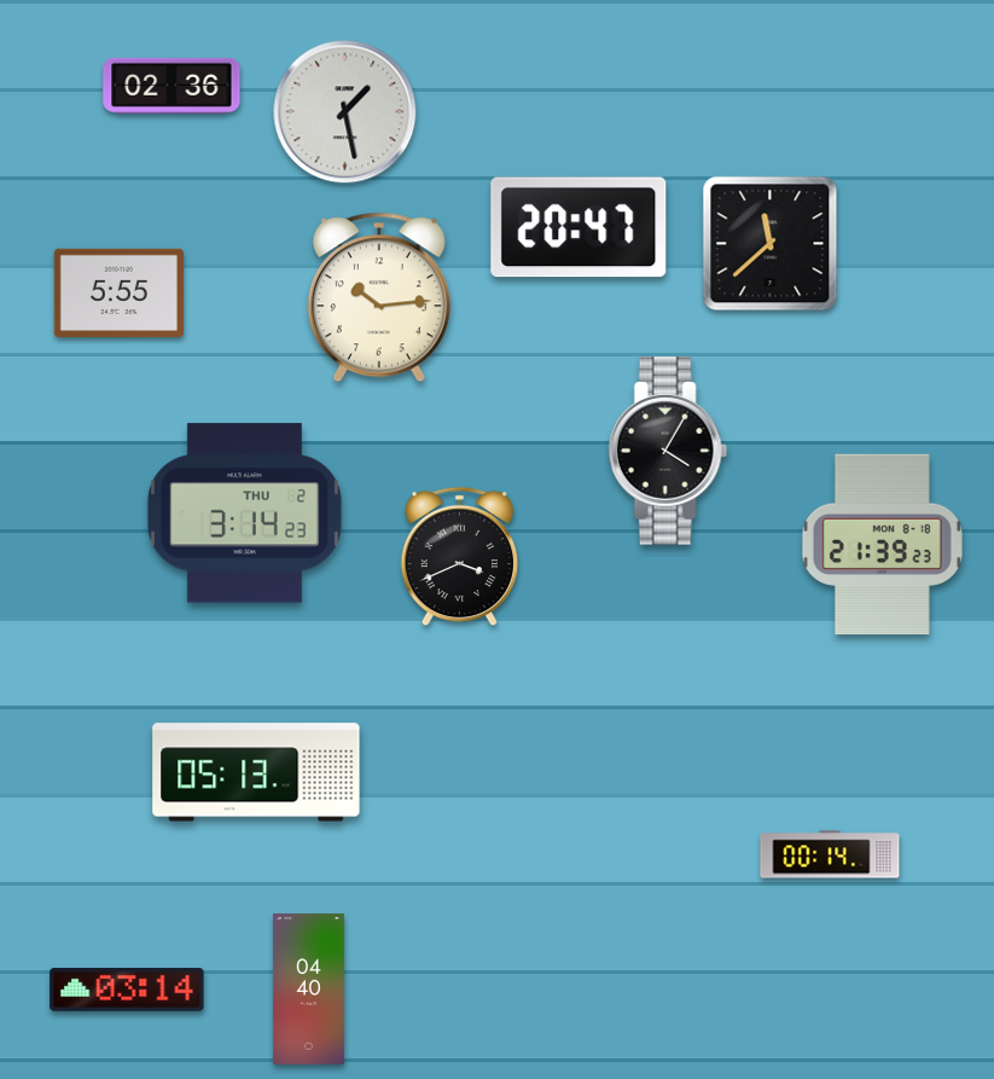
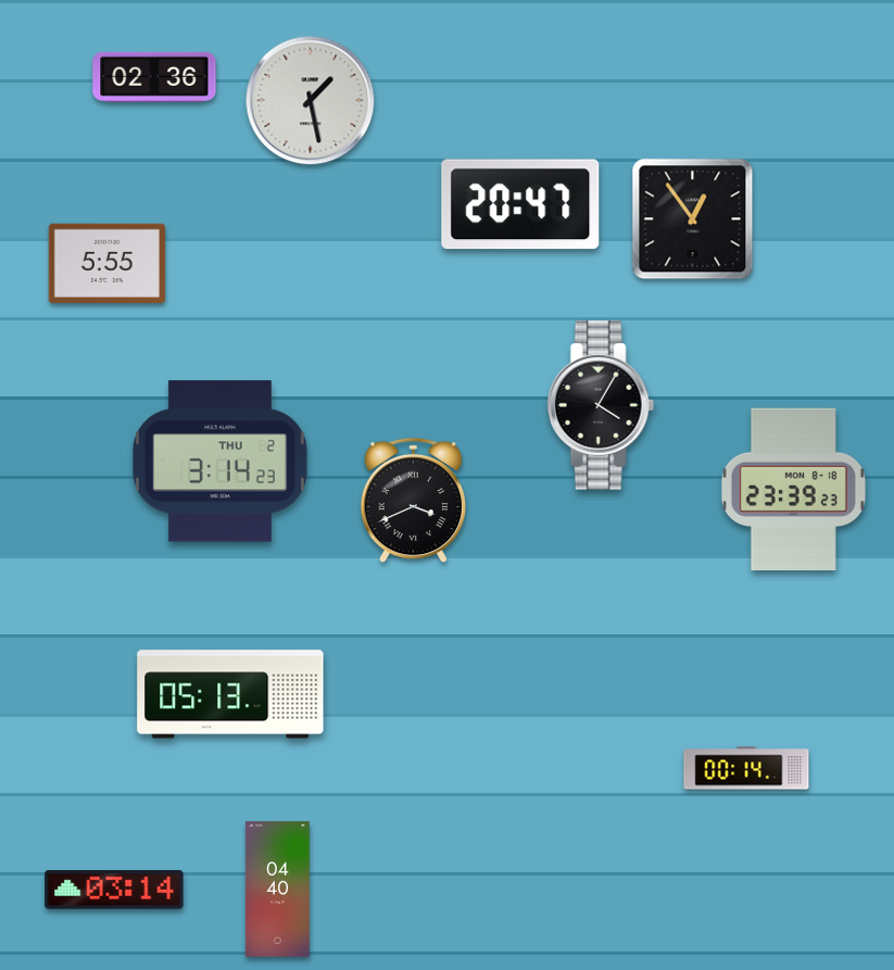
clock at (771, 244): 11:38 -> 12:54
clock at (379, 297): 10:14 -> none
clock at (882, 545): 21:39 -> 23:39
